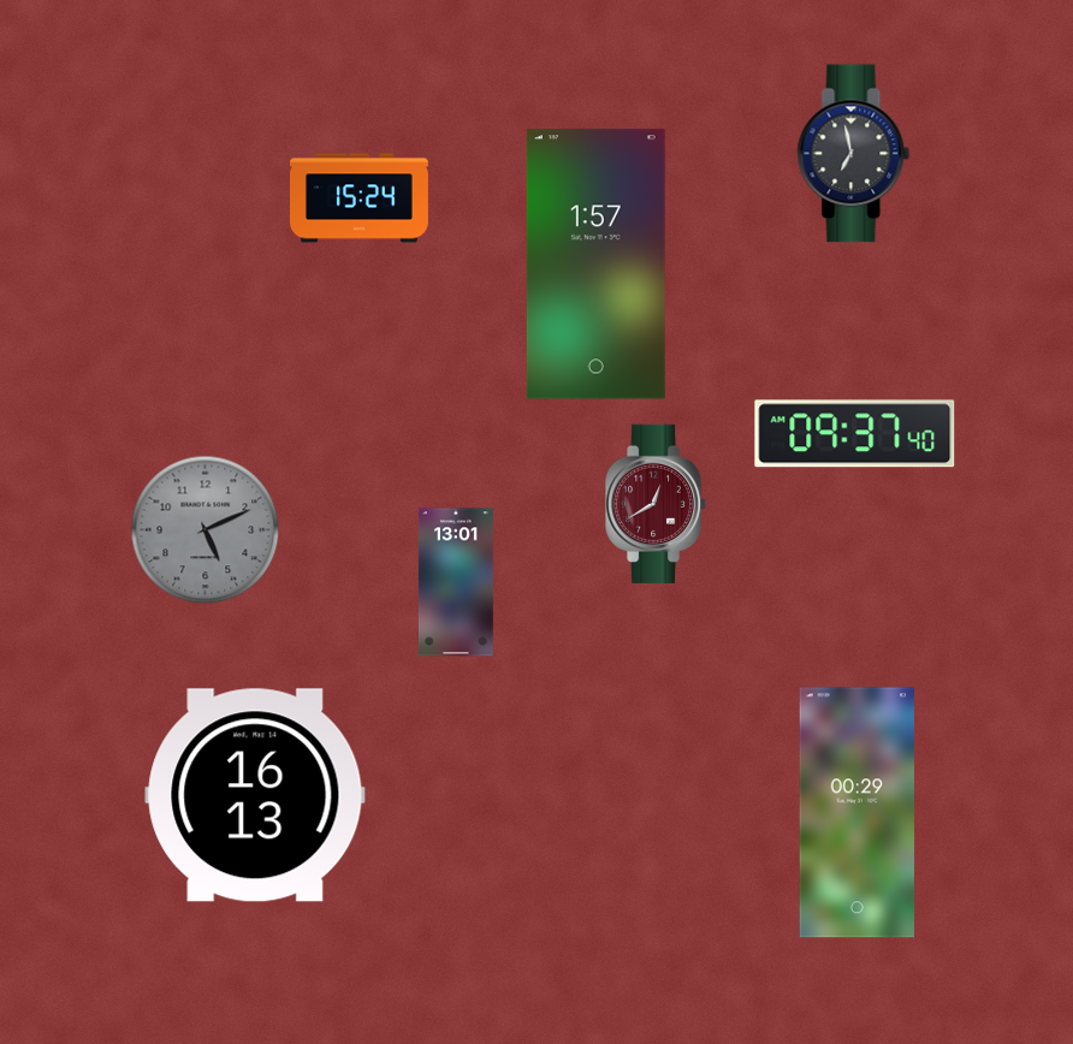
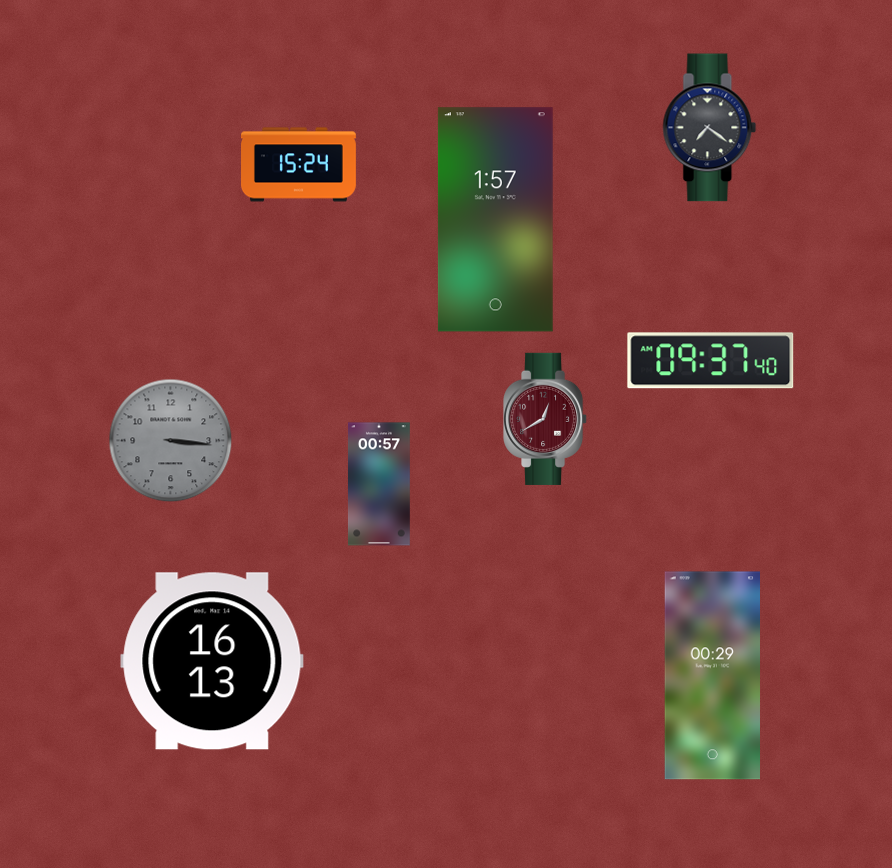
clock at (854, 154): 6:58 -> 7:21
clock at (206, 530): 5:11 -> 3:16
clock at (456, 582): 13:01 -> 00:57
